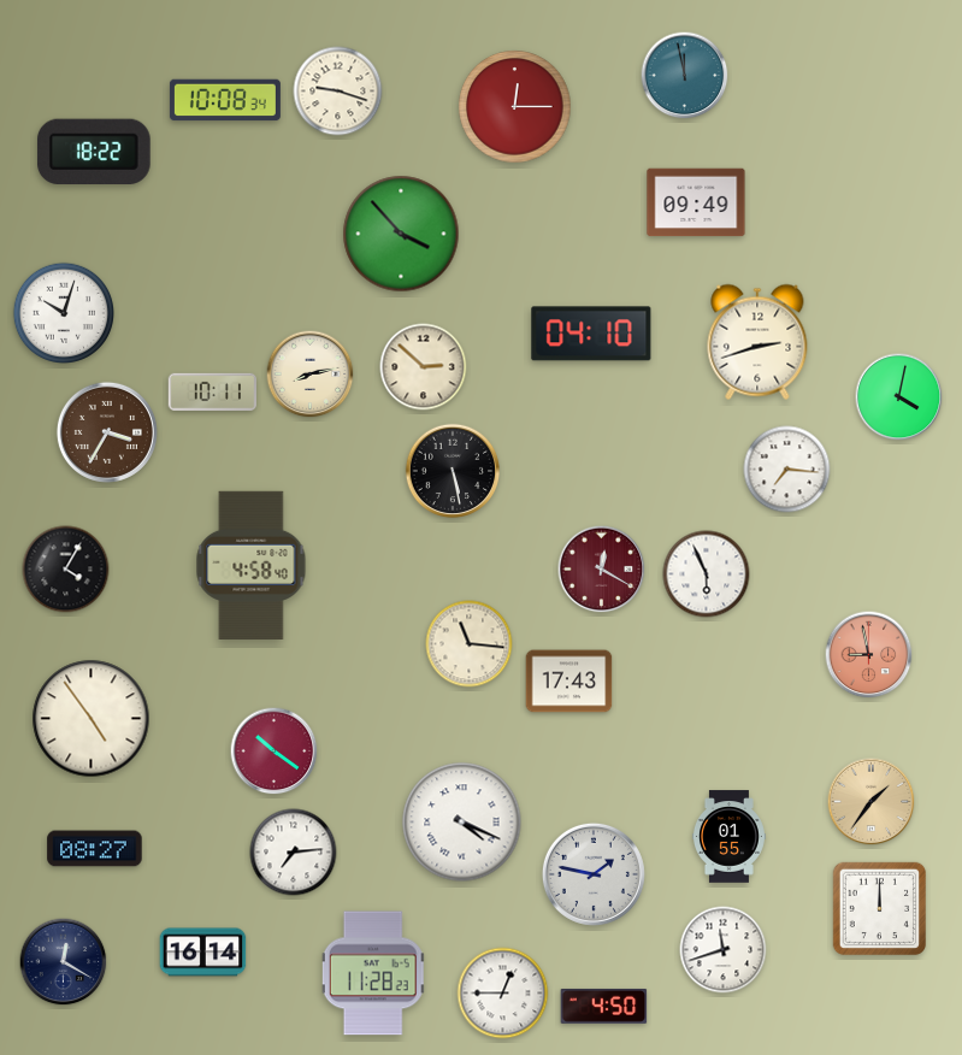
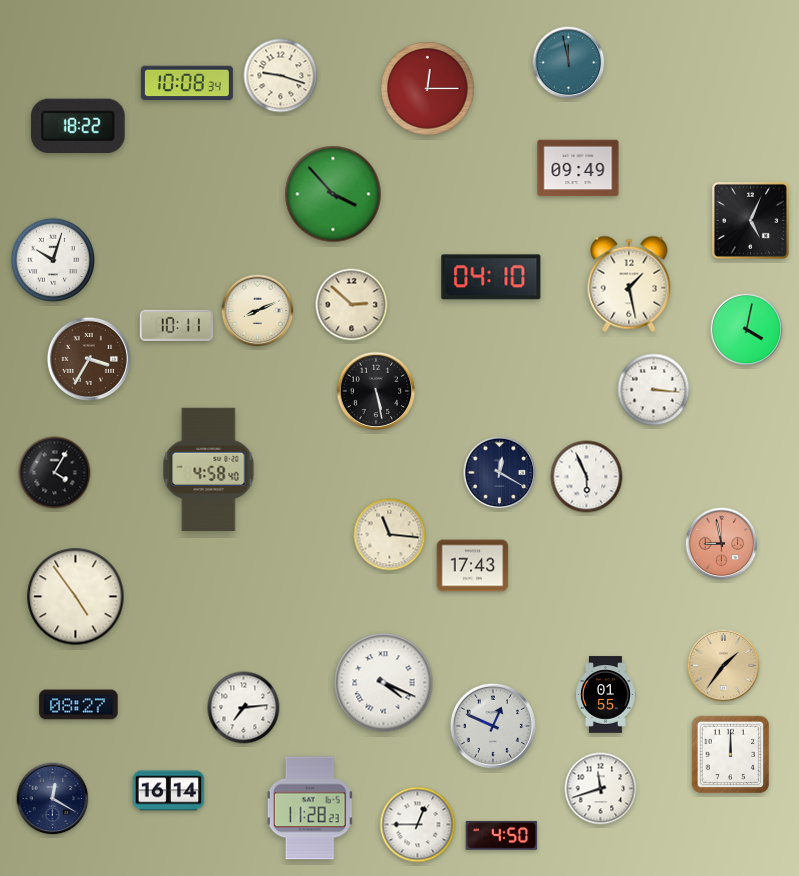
clock at (750, 220): none -> 5:04
clock at (757, 342): 2:42 -> 1:28
clock at (311, 375): 8:13 -> 8:11
clock at (787, 470): 7:16 -> 3:16
clock at (602, 570) dial: burgundy -> navy
clock at (275, 752): 10:21 -> none
clock at (594, 874): 1:47 -> 12:49
